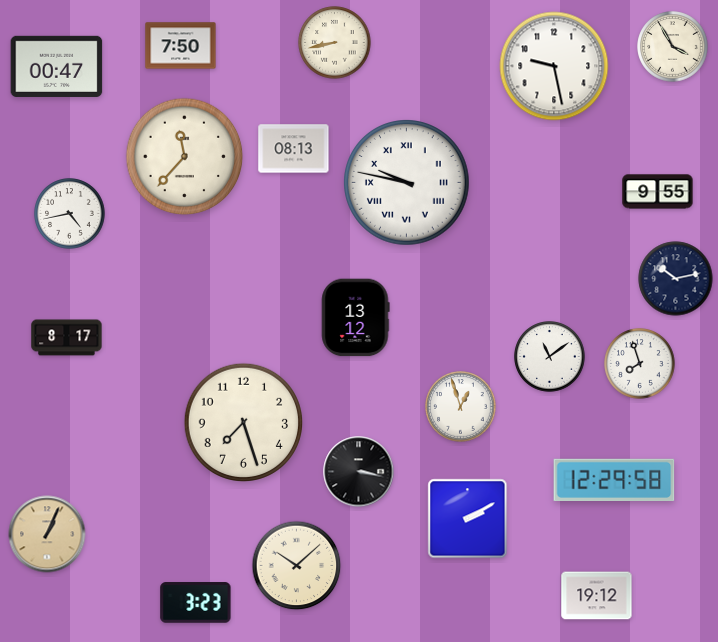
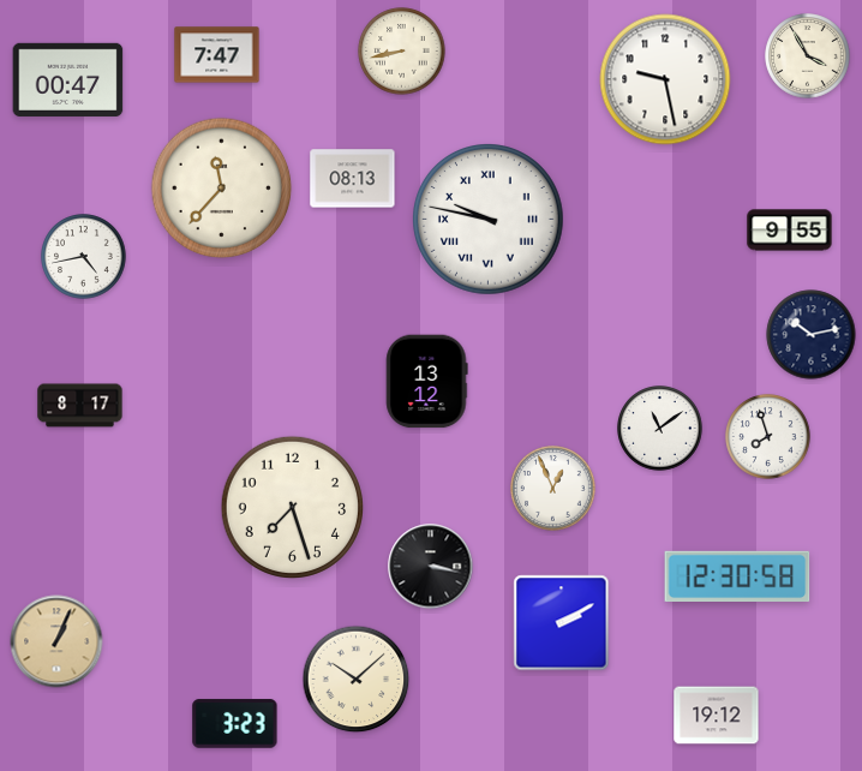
clock at (181, 46): 7:50 -> 7:47
clock at (461, 407): 12:57 -> 12:56
clock at (614, 479): 12:29 -> 12:30
